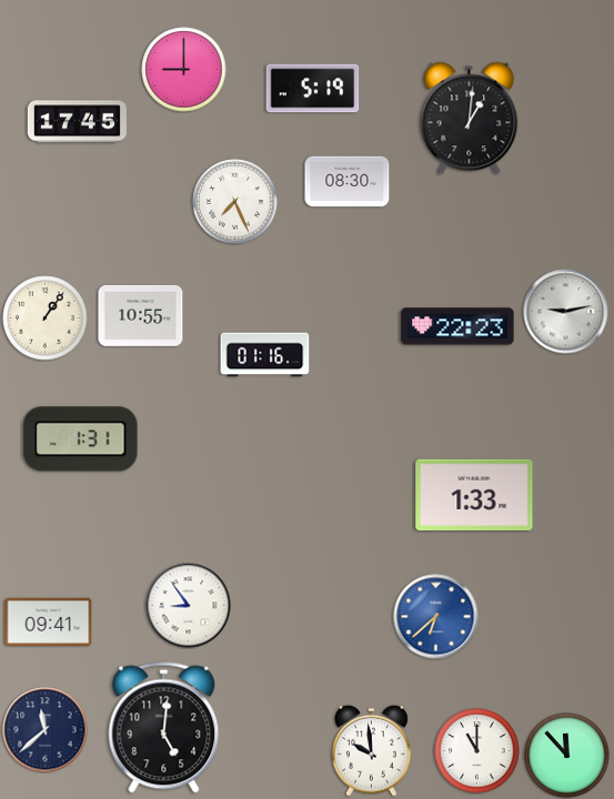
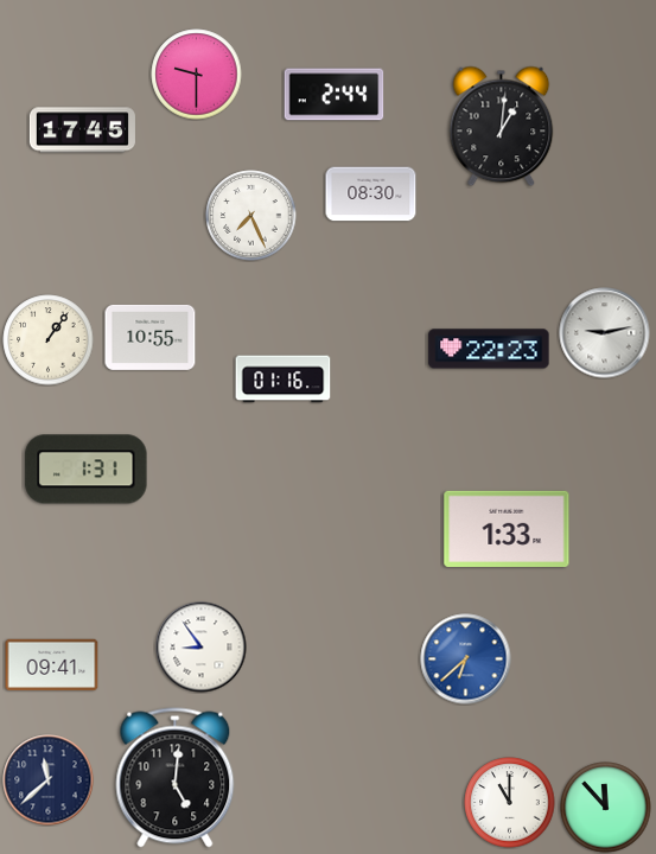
clock at (184, 70): 9:00 -> 9:30
clock at (313, 89): 5:19 -> 2:44
clock at (371, 750): 9:59 -> none
